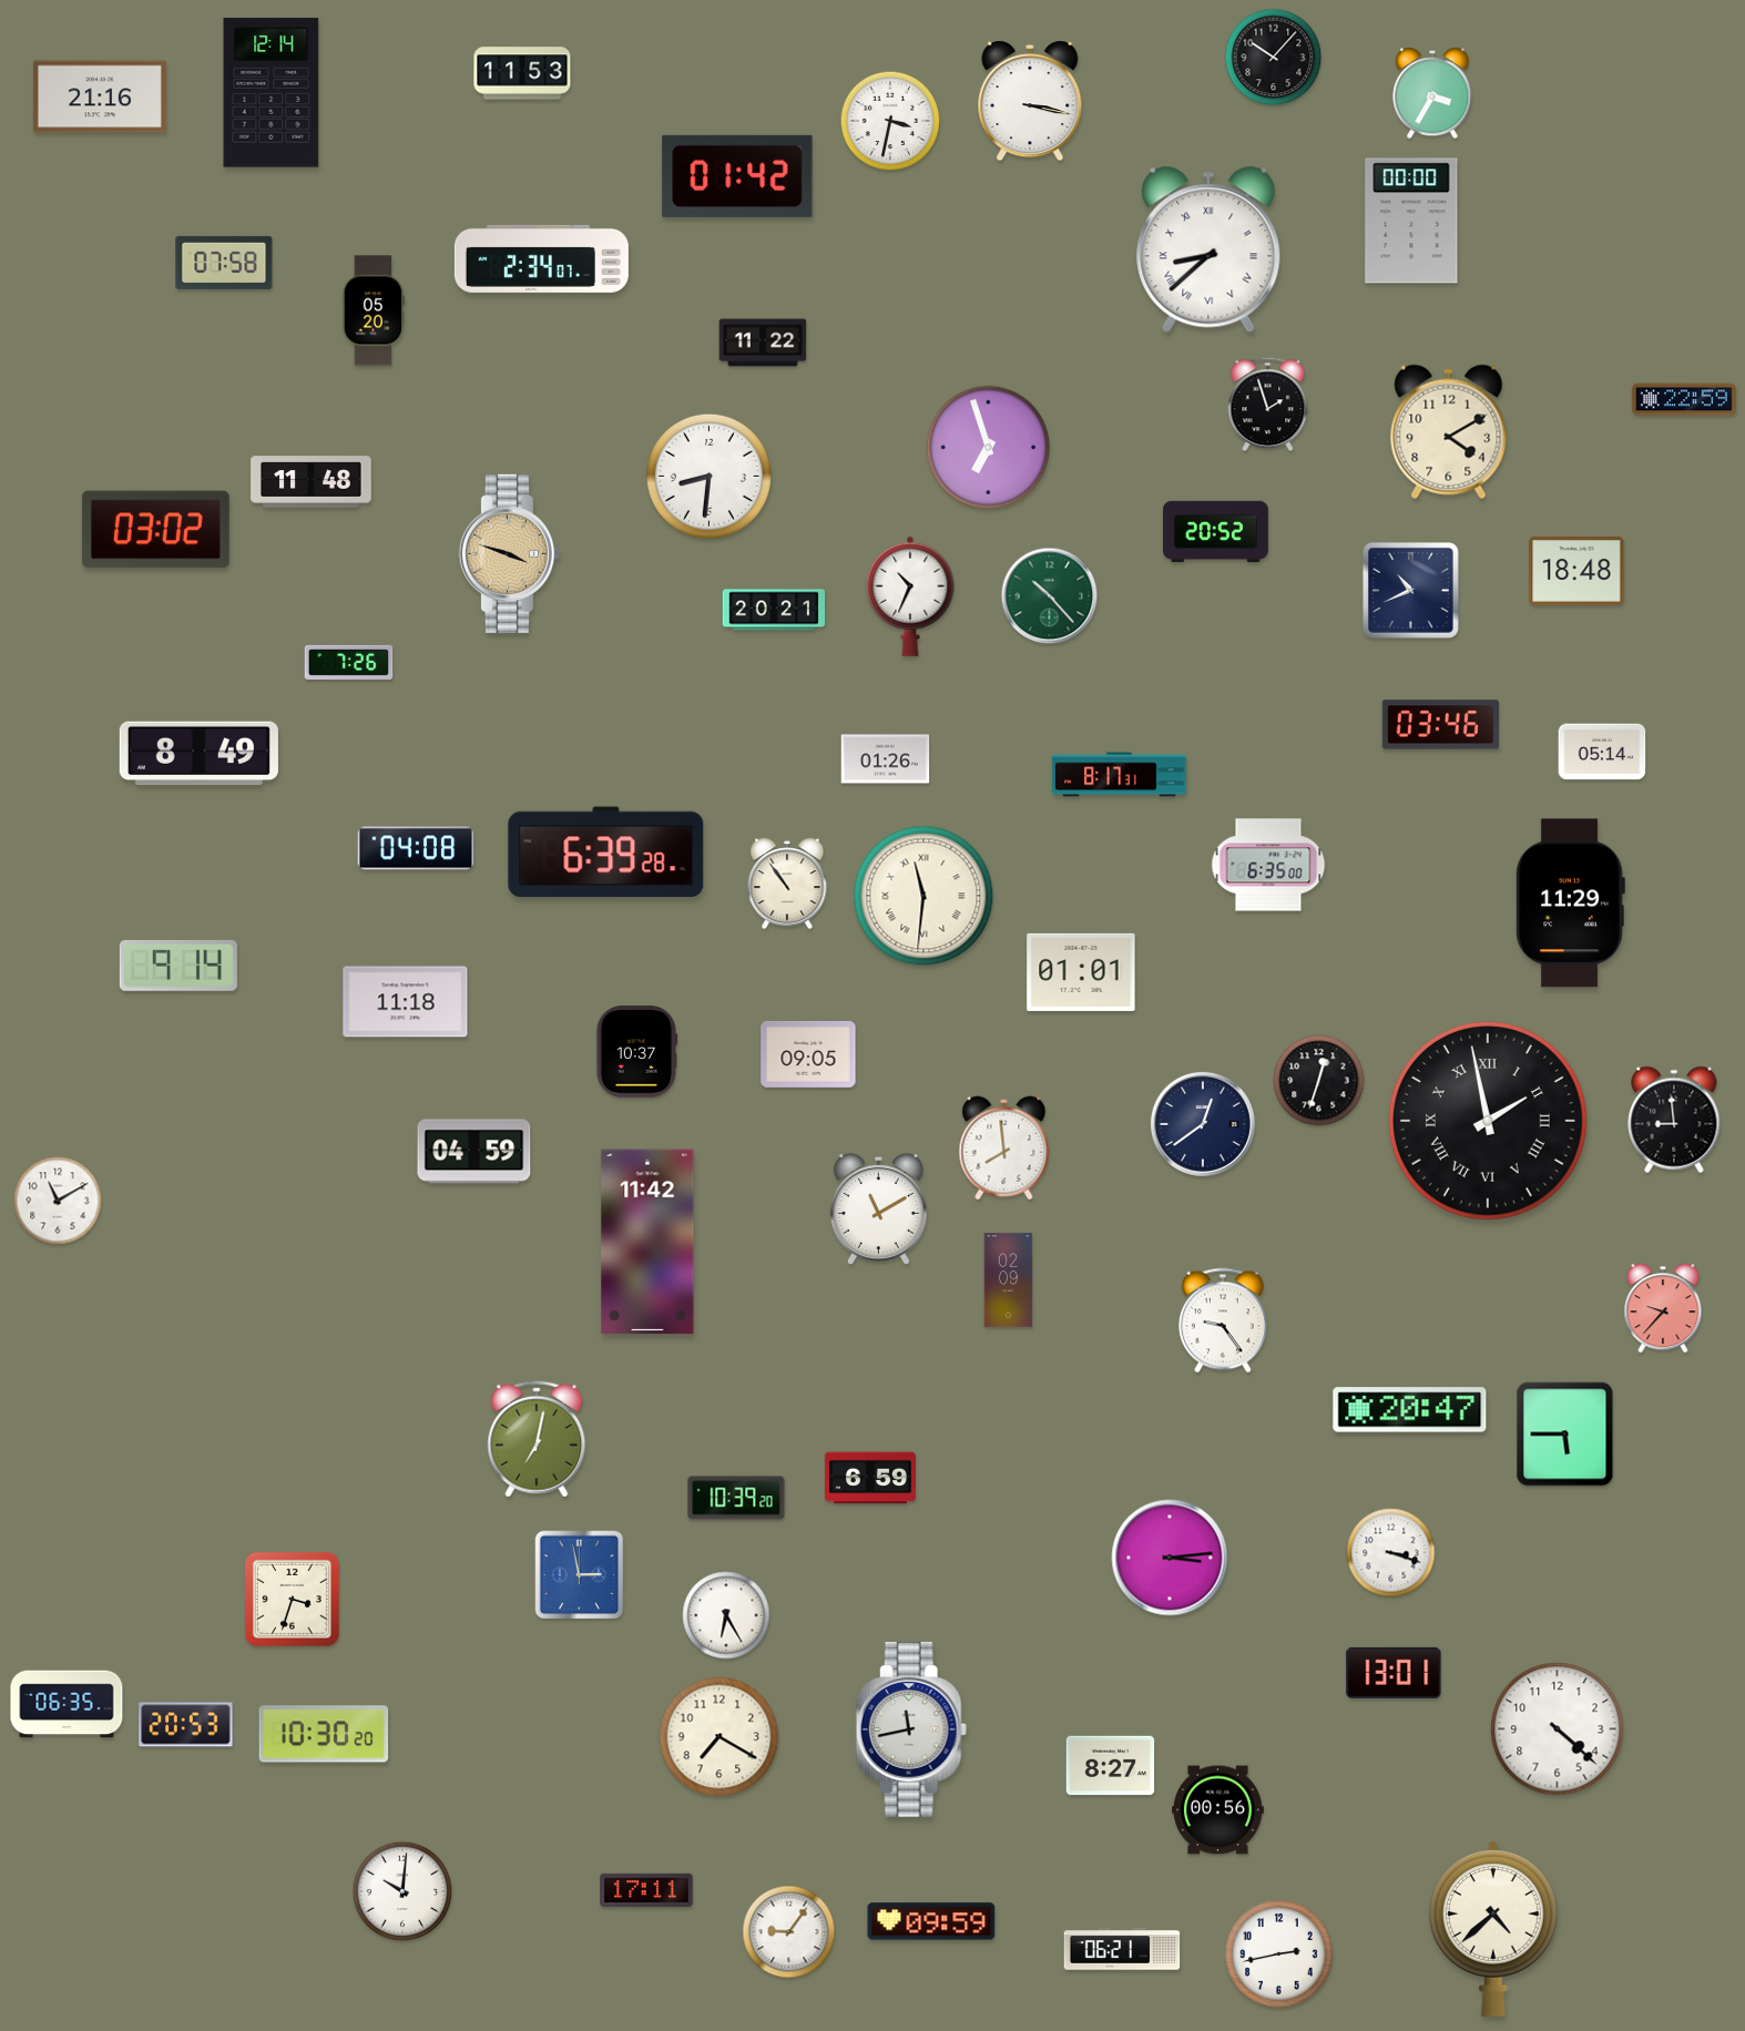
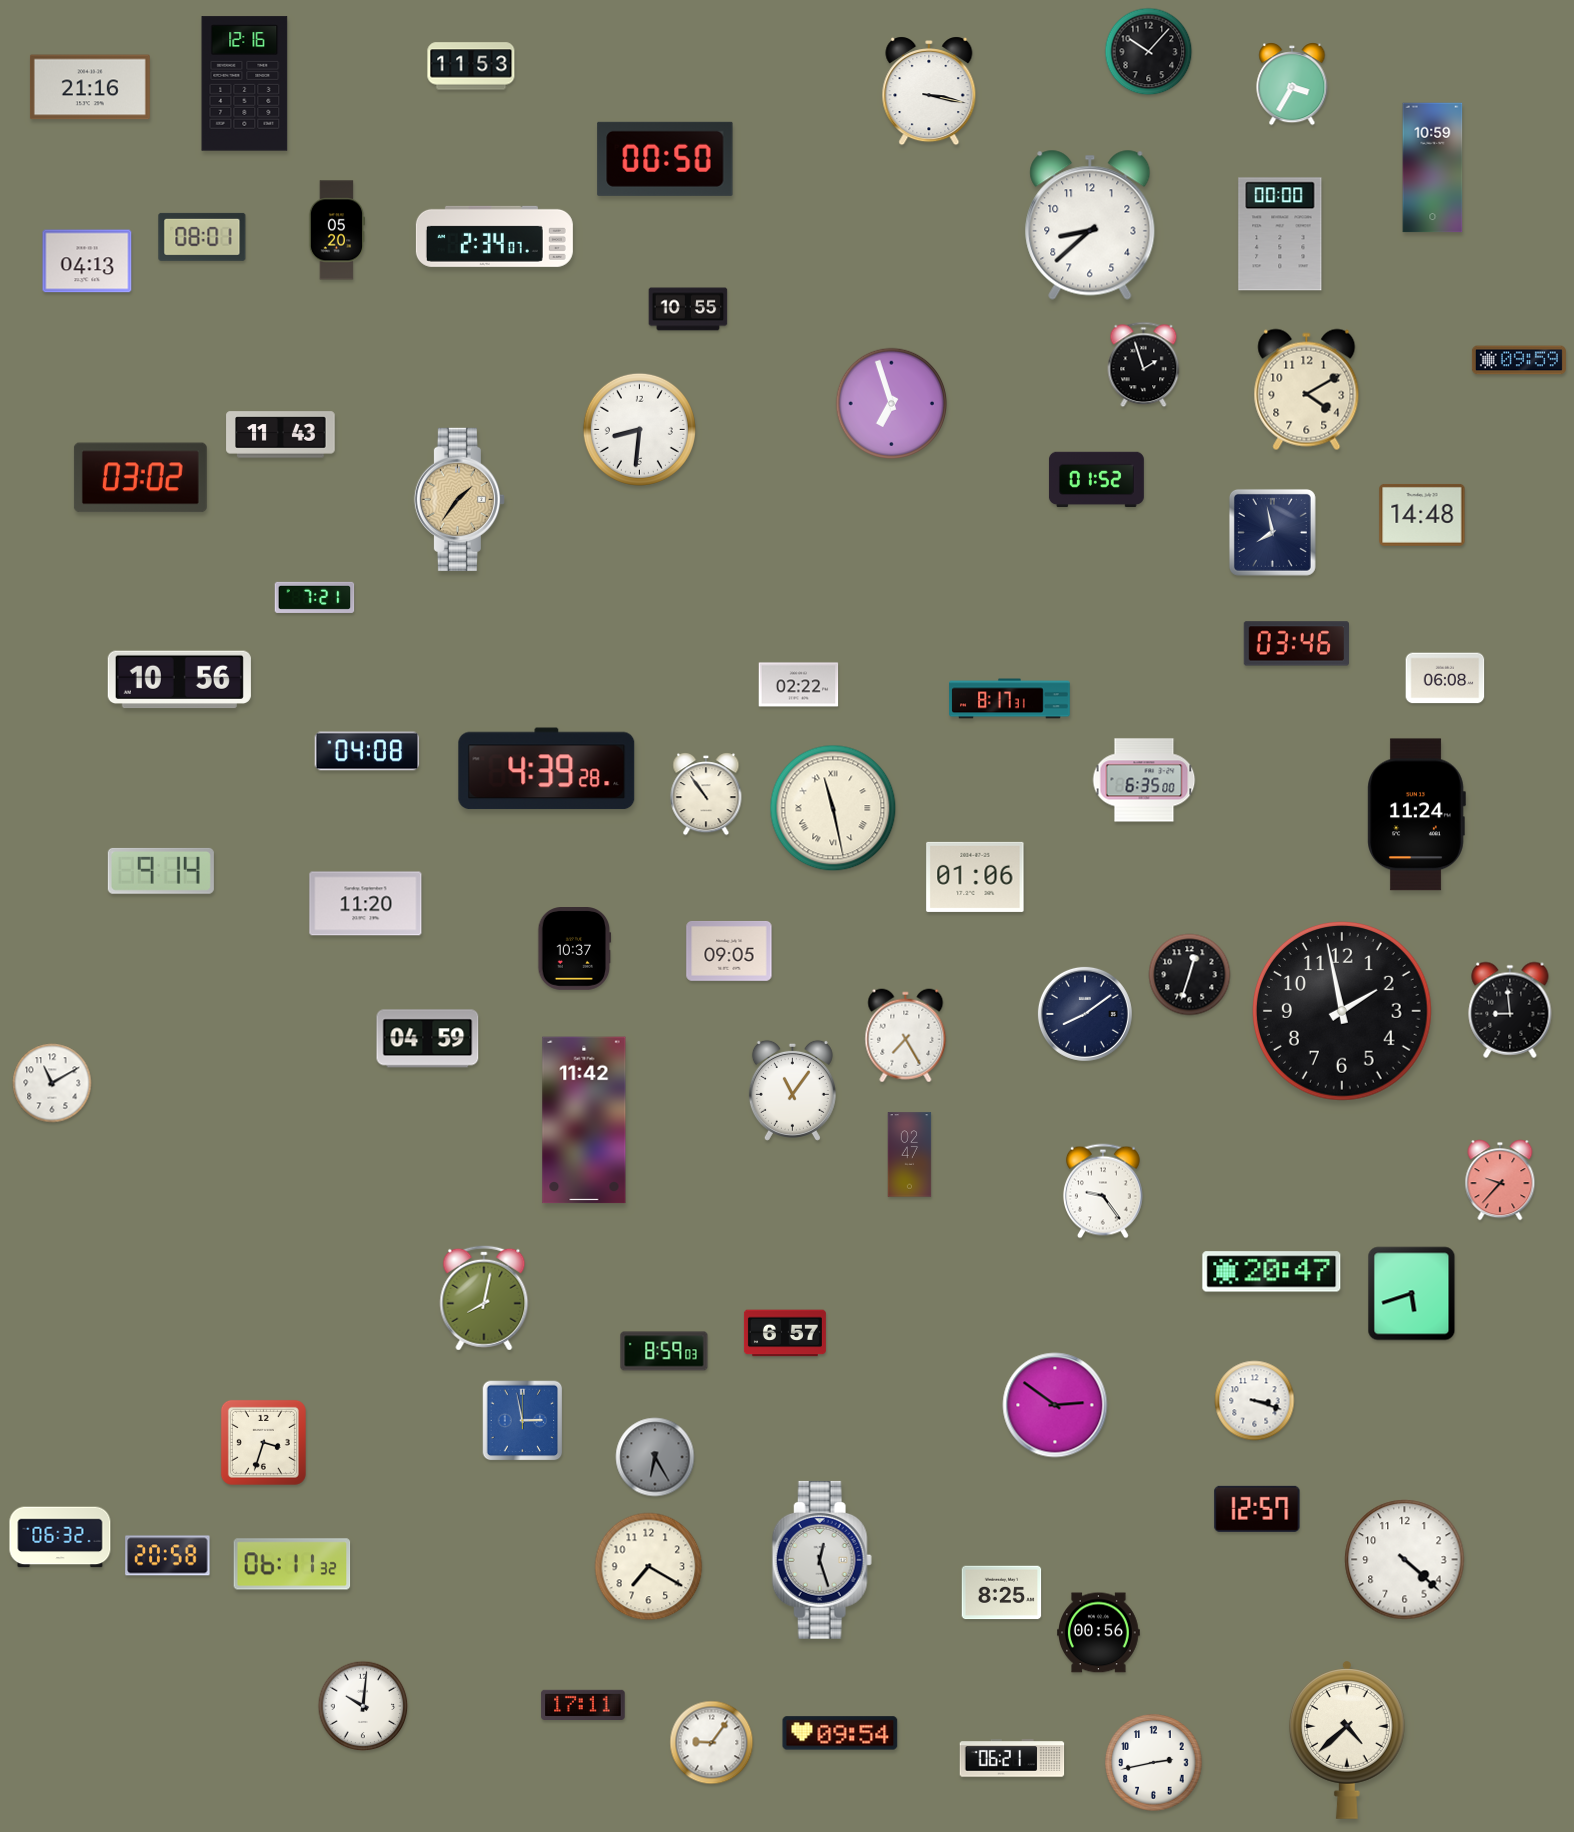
clock at (272, 93): 12:14 -> 12:16
clock at (890, 121): 3:32 -> none
clock at (737, 176): 01:42 -> 00:50
clock at (1433, 168): none -> 10:59
clock at (1411, 221) position: (1411, 221) -> (1280, 234)
clock at (1208, 249) numerals: Roman -> Arabic
clock at (541, 258) position: (541, 258) -> (494, 236)
clock at (224, 263): 07:58 -> 08:01
clock at (87, 261): none -> 04:13
clock at (374, 310) position: (374, 310) -> (337, 230)
clock at (763, 343): 11:22 -> 10:55
clock at (1684, 399): 22:59 -> 09:59
clock at (312, 482): 11:48 -> 11:43
clock at (1215, 532): 20:52 -> 01:52
clock at (509, 553): 3:48 -> 1:36
clock at (1576, 571): 18:48 -> 14:48
clock at (1410, 590): 10:41 -> 7:58
clock at (910, 596): 10:34 -> none
clock at (1050, 596): 10:23 -> none
clock at (774, 610): 20:21 -> none
clock at (349, 662): 7:26 -> 7:21
clock at (1440, 725) position: (1440, 725) -> (1296, 644)
clock at (1602, 752): 05:14 -> 06:08
clock at (198, 754): 8:49 -> 10:56
clock at (886, 759): 01:26 -> 02:22
clock at (416, 848) position: (416, 848) -> (367, 751)
clock at (606, 853): 6:39 -> 4:39
clock at (787, 884) position: (787, 884) -> (706, 794)
clock at (923, 896): 11:31 -> 11:28
clock at (1570, 904): 11:29 -> 11:24
clock at (1081, 972): 01:01 -> 01:06
clock at (406, 1002): 11:18 -> 11:20
clock at (1489, 1122) numerals: Roman -> Arabic
clock at (1203, 1124): 12:39 -> 8:09
clock at (1004, 1149): 7:59 -> 7:25
clock at (878, 1208): 11:10 -> 11:06
clock at (1009, 1280): 02:09 -> 02:47
clock at (1565, 1435): 5:45 -> 5:42
clock at (537, 1439): 7:02 -> 8:02
clock at (870, 1478): 6:59 -> 6:57
clock at (736, 1498): 10:39 -> 8:59
clock at (1170, 1558): 3:14 -> 2:51
clock at (726, 1615) dial: white -> grey
clock at (1394, 1673): 13:01 -> 12:57
clock at (67, 1704): 06:35 -> 06:32
clock at (186, 1725): 20:53 -> 20:58
clock at (911, 1729): 11:43 -> 12:27
clock at (324, 1734): 10:30 -> 06:11
clock at (1111, 1766): 8:27 -> 8:25
clock at (931, 1921): 09:59 -> 09:54
